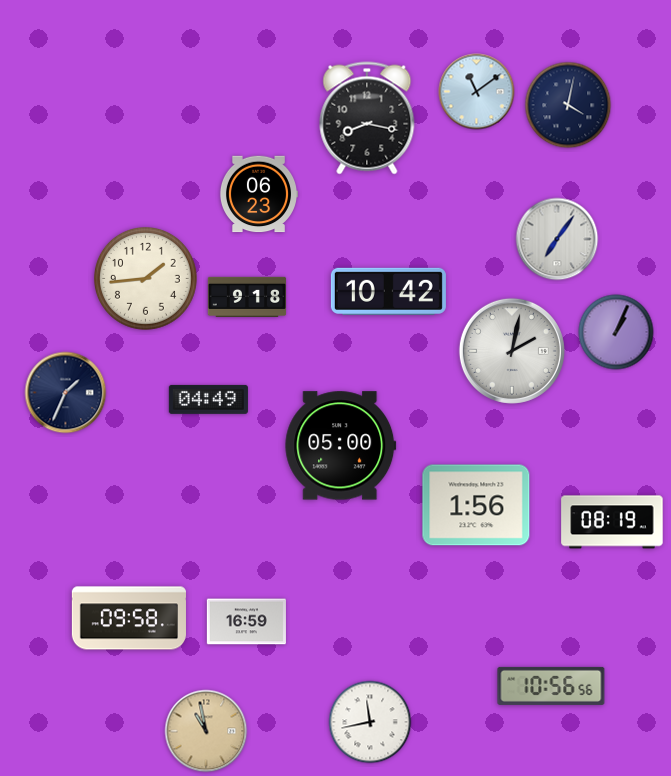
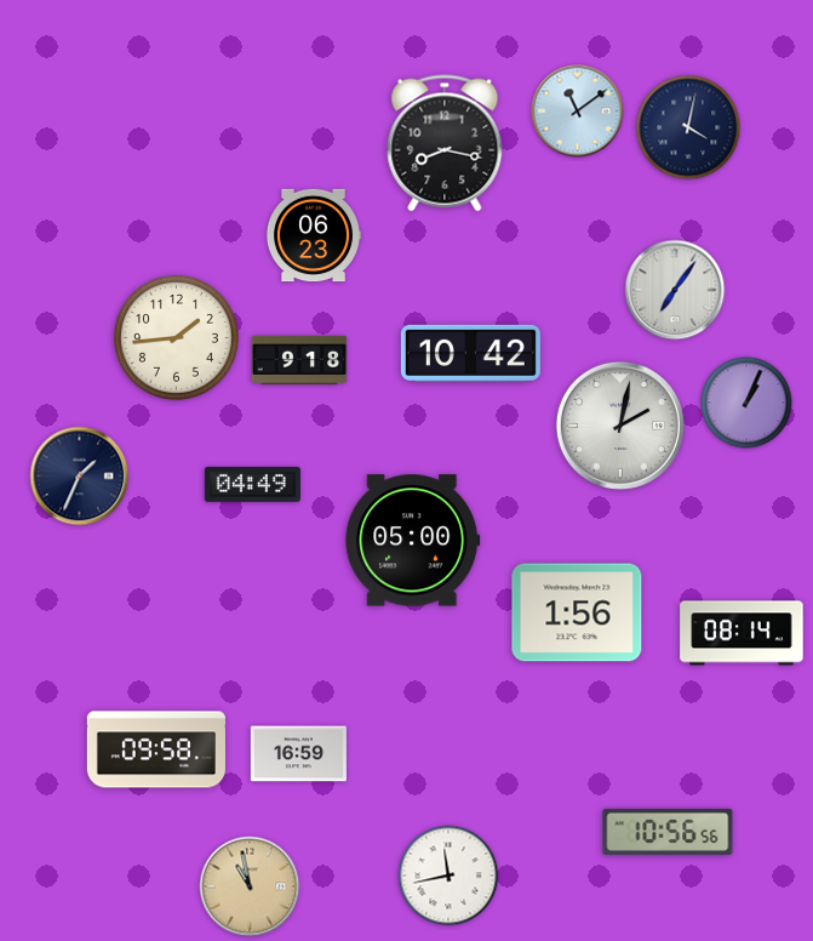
clock at (612, 522): 08:19 -> 08:14
